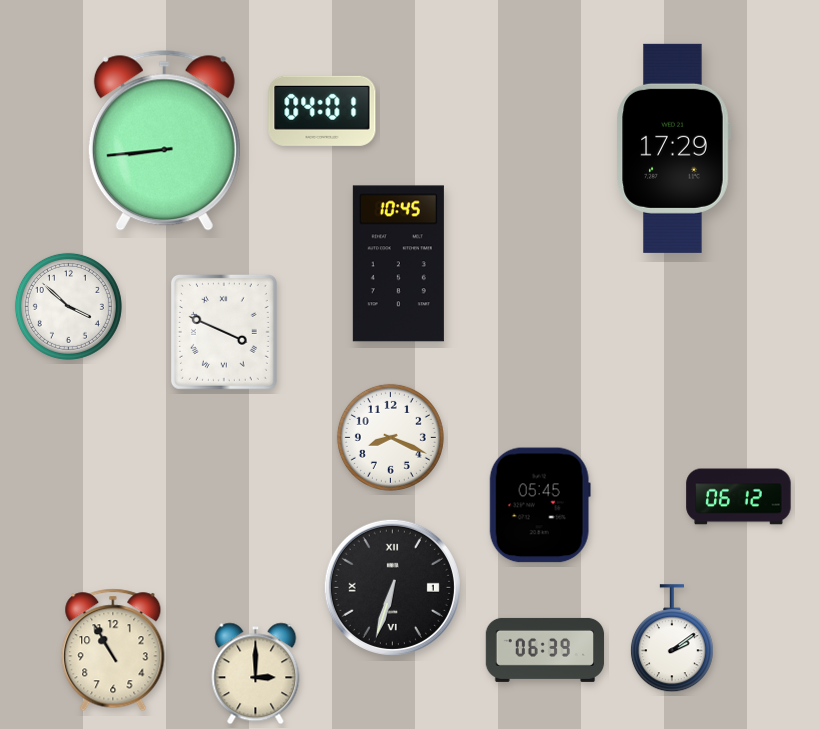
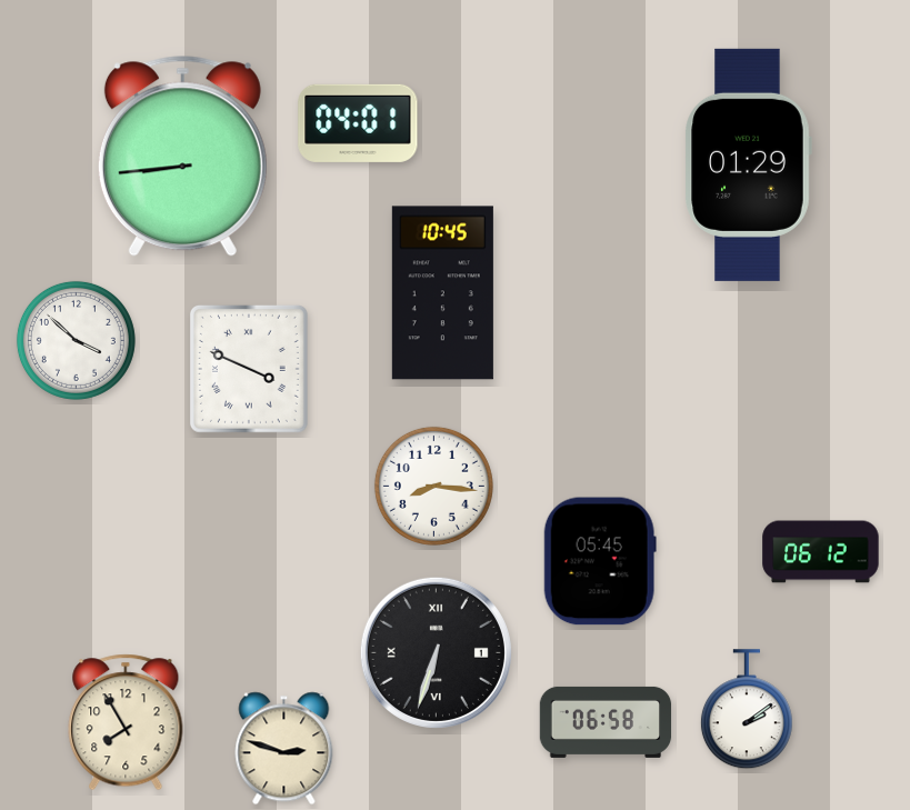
clock at (673, 148): 17:29 -> 01:29
clock at (390, 437): 8:19 -> 8:16
clock at (113, 650): 10:55 -> 7:55
clock at (545, 650): 06:39 -> 06:58
clock at (256, 674): 3:00 -> 2:48
